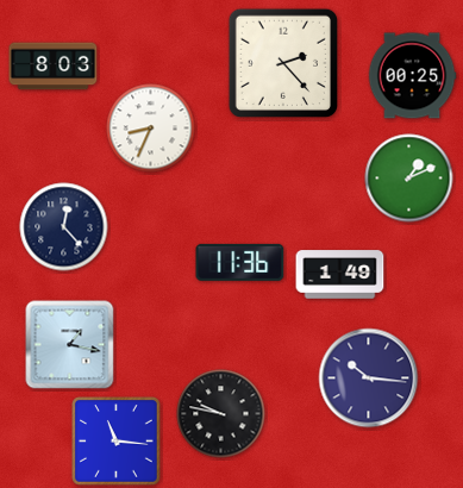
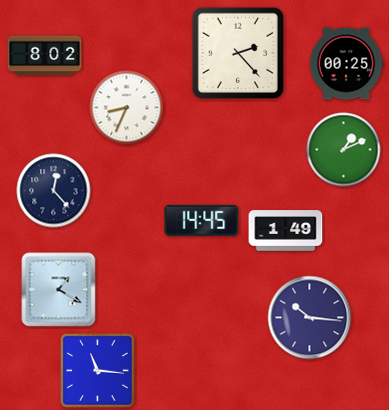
clock at (54, 67): 8:03 -> 8:02
clock at (240, 262): 11:36 -> 14:45
clock at (70, 345): 1:17 -> 1:20
clock at (221, 414): 9:47 -> none
